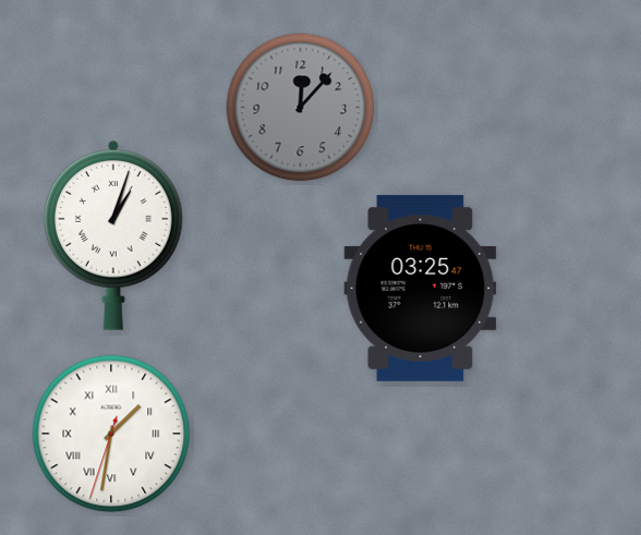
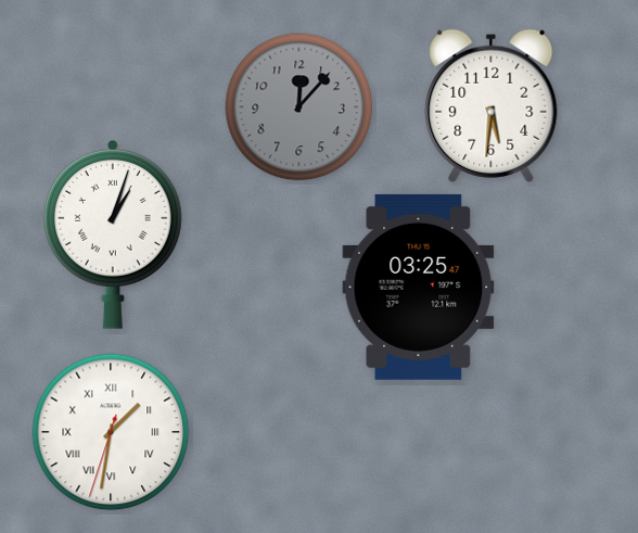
clock at (492, 105): none -> 5:31
